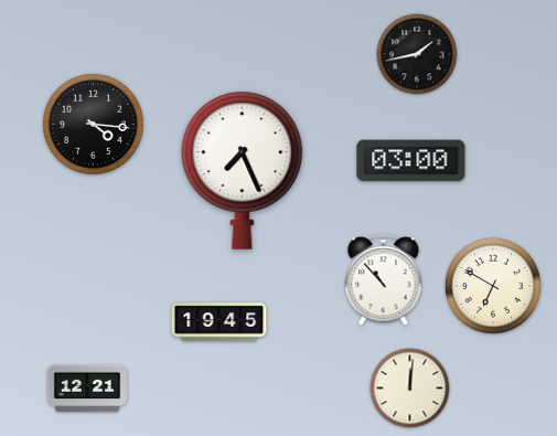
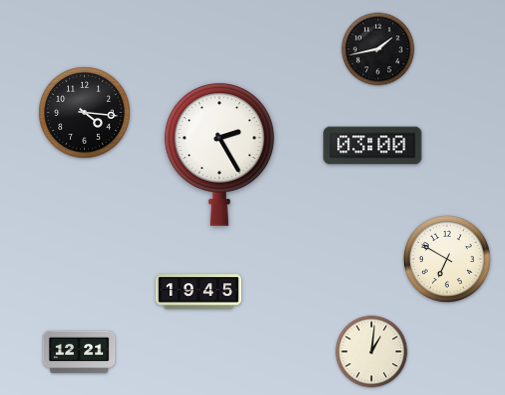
clock at (243, 170): 7:26 -> 2:25
clock at (384, 280): 10:53 -> none
clock at (410, 389): 12:01 -> 1:01
